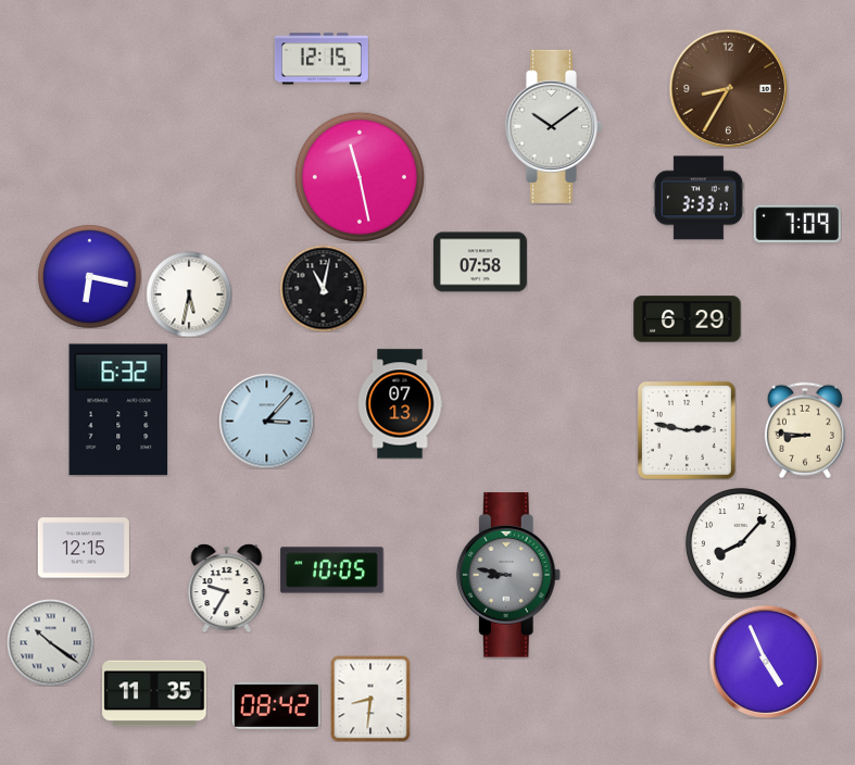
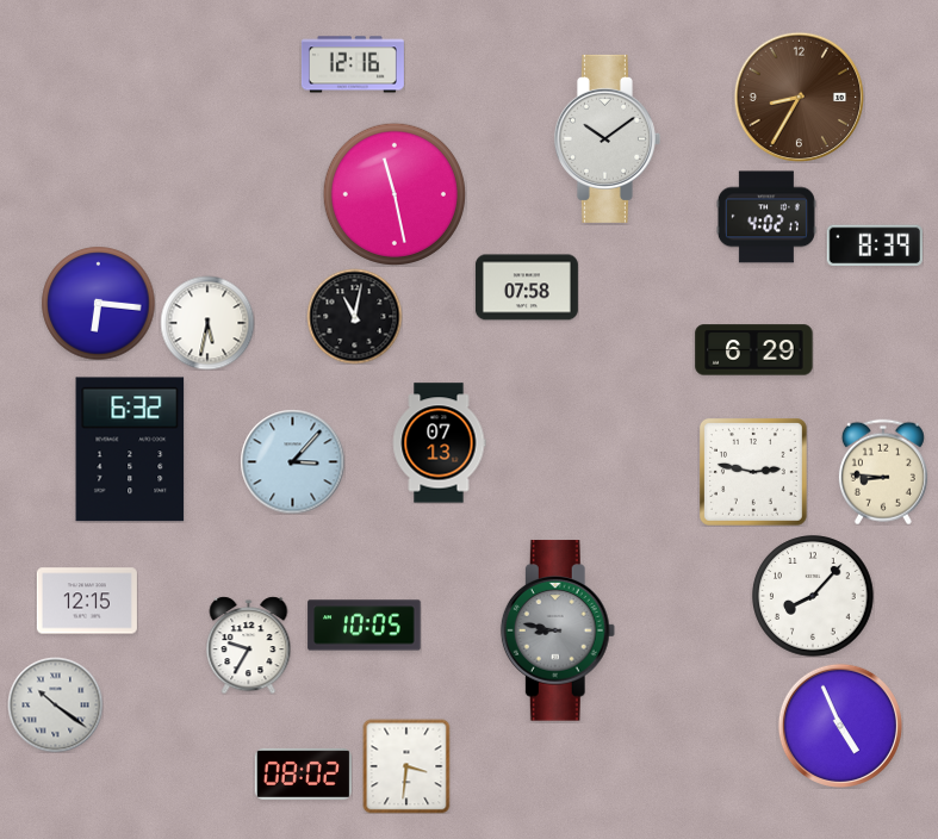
clock at (322, 59): 12:15 -> 12:16
clock at (699, 198): 3:33 -> 4:02
clock at (797, 224): 7:09 -> 8:39
clock at (89, 276): 6:17 -> 6:16
clock at (84, 548) position: (84, 548) -> (87, 601)
clock at (154, 693): 11:35 -> none
clock at (370, 699): 8:31 -> 3:31
clock at (276, 705): 08:42 -> 08:02
